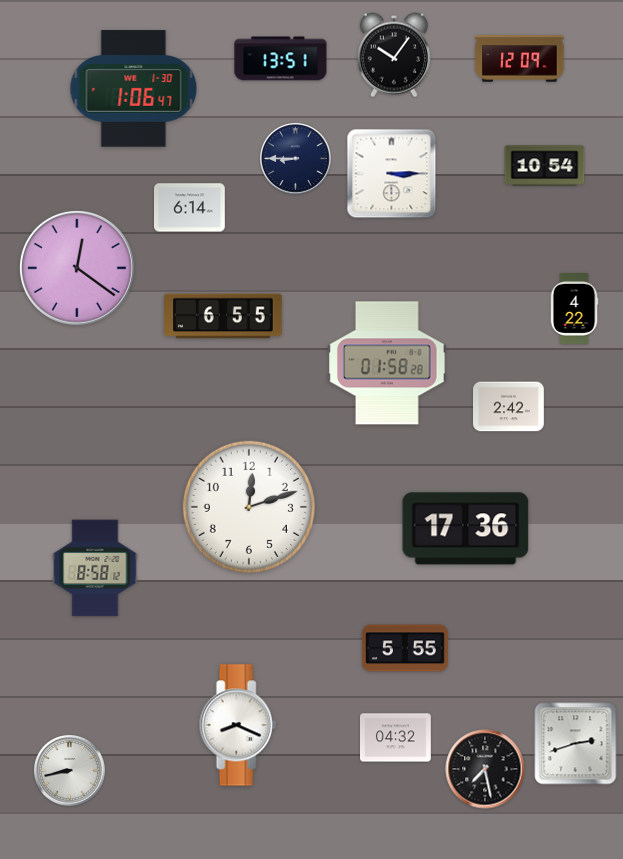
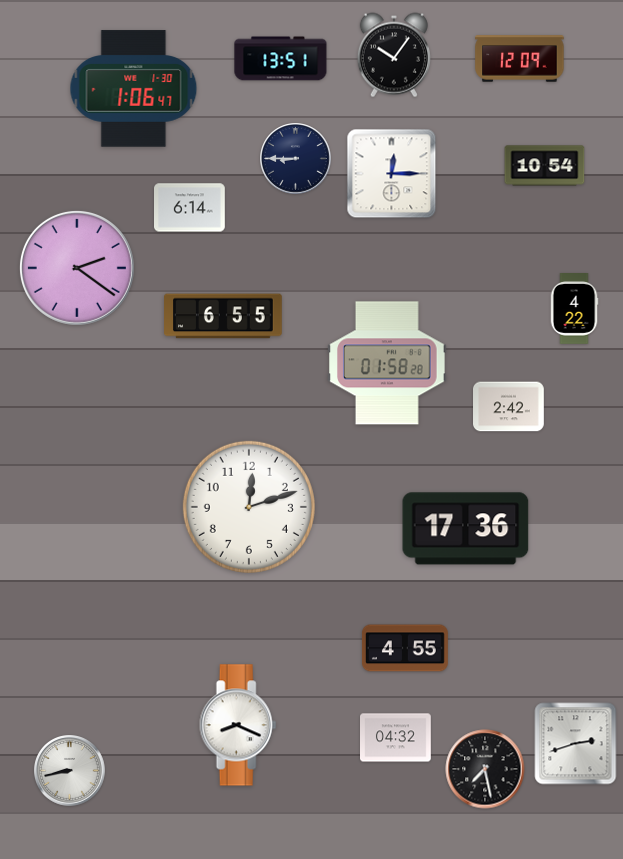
clock at (392, 174): 3:15 -> 12:15
clock at (77, 268): 12:21 -> 2:21
clock at (95, 568): 8:58 -> none
clock at (405, 648): 5:55 -> 4:55
